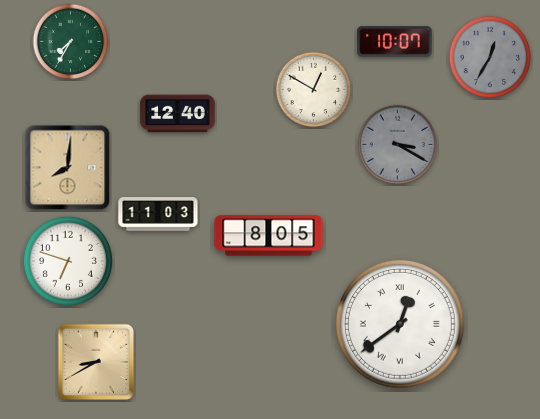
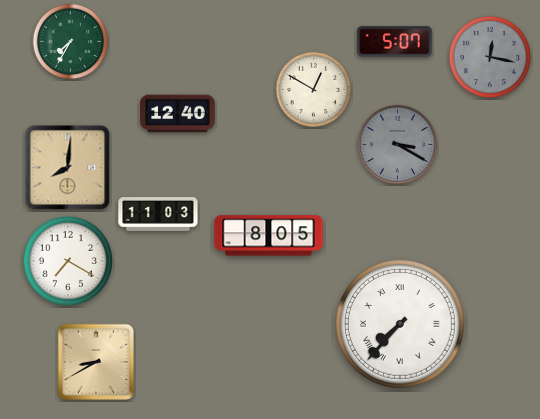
clock at (395, 42): 10:07 -> 5:07
clock at (490, 57): 12:35 -> 12:17
clock at (68, 261): 6:48 -> 7:20
clock at (400, 324): 12:39 -> 7:37
